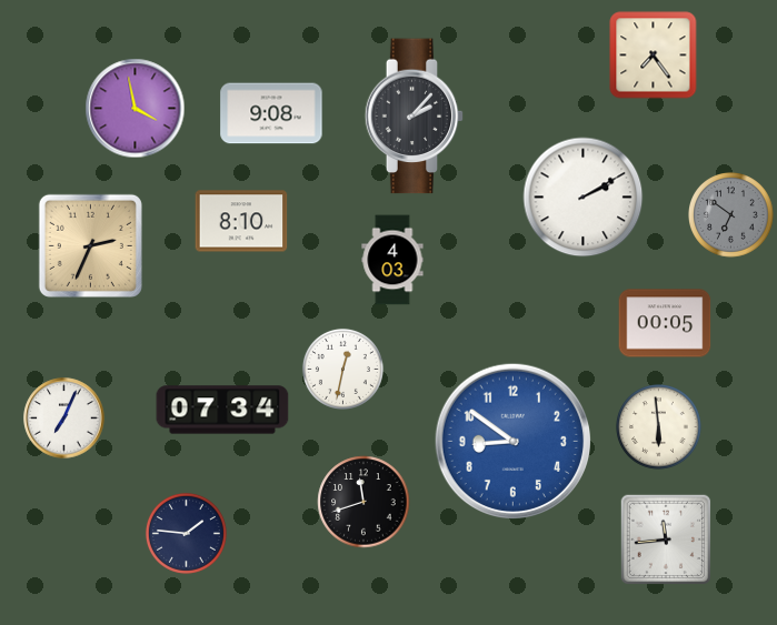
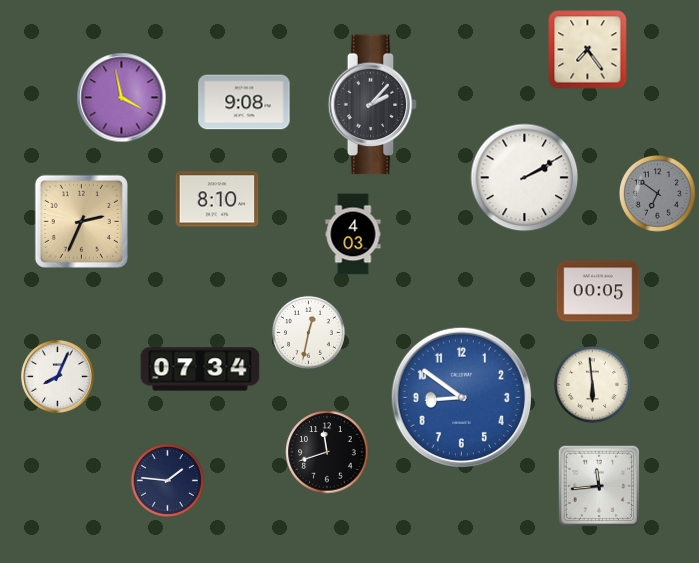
clock at (64, 419): 7:04 -> 8:04
